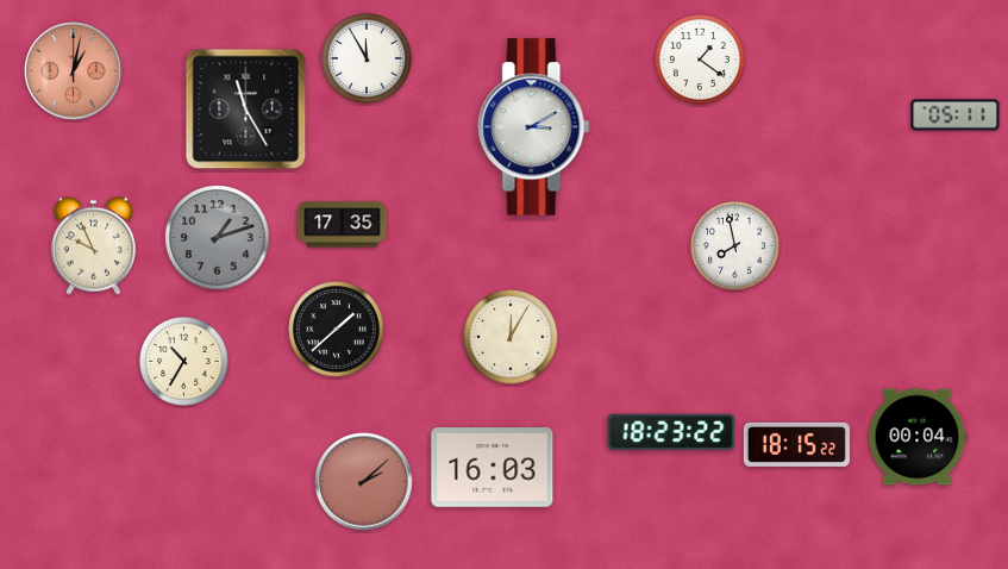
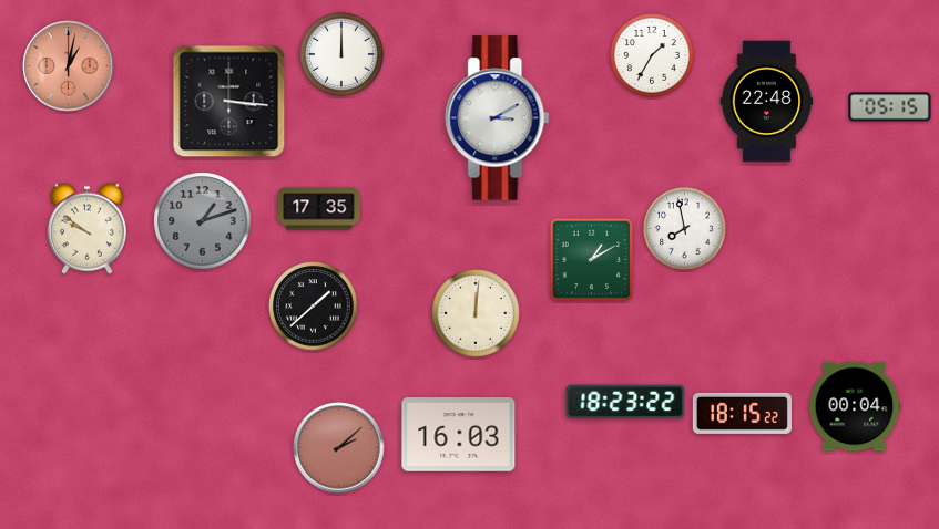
clock at (368, 60): 11:55 -> 12:00
clock at (701, 61): 1:21 -> 1:35
clock at (246, 110): 11:25 -> 3:16
clock at (767, 102): none -> 22:48
clock at (956, 115): 05:11 -> 05:15
clock at (93, 245): 9:56 -> 9:51
clock at (592, 260): none -> 1:10
clock at (511, 337): 12:05 -> 12:01
clock at (184, 362): 10:35 -> none
